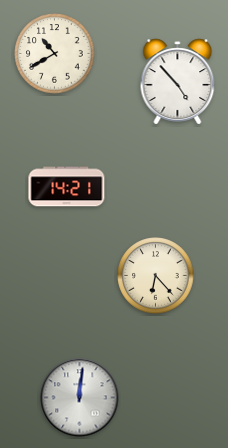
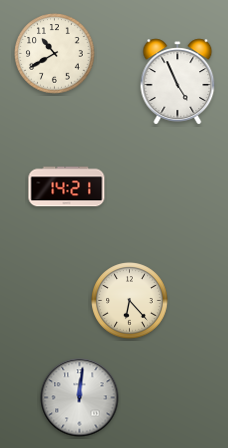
clock at (178, 82): 4:53 -> 4:56
clock at (156, 276) position: (156, 276) -> (130, 301)
